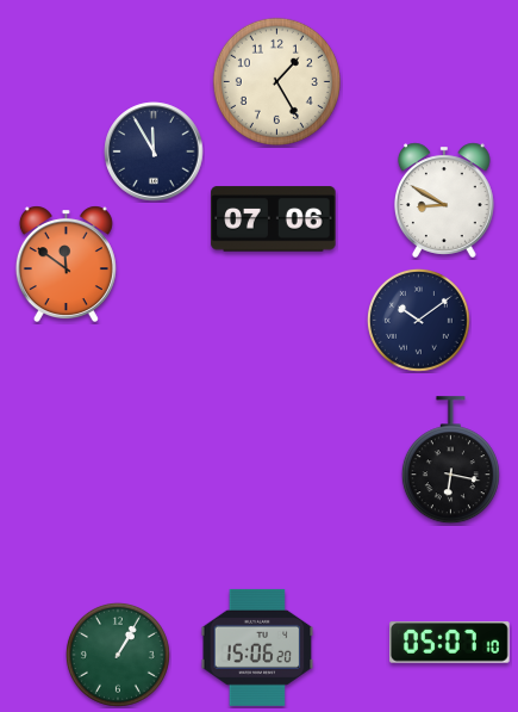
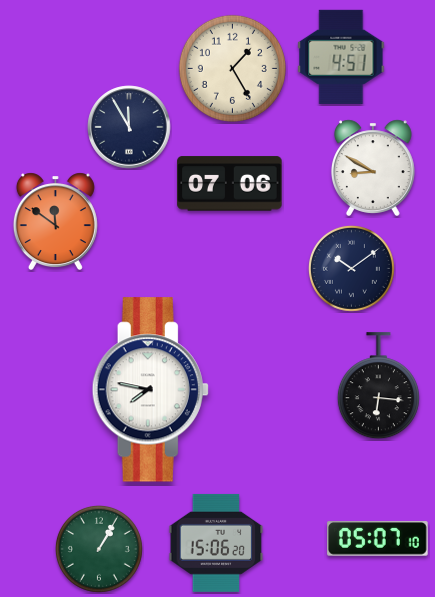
clock at (341, 57): none -> 4:51
clock at (450, 460): 6:17 -> 6:16
clock at (150, 390): none -> 7:47
